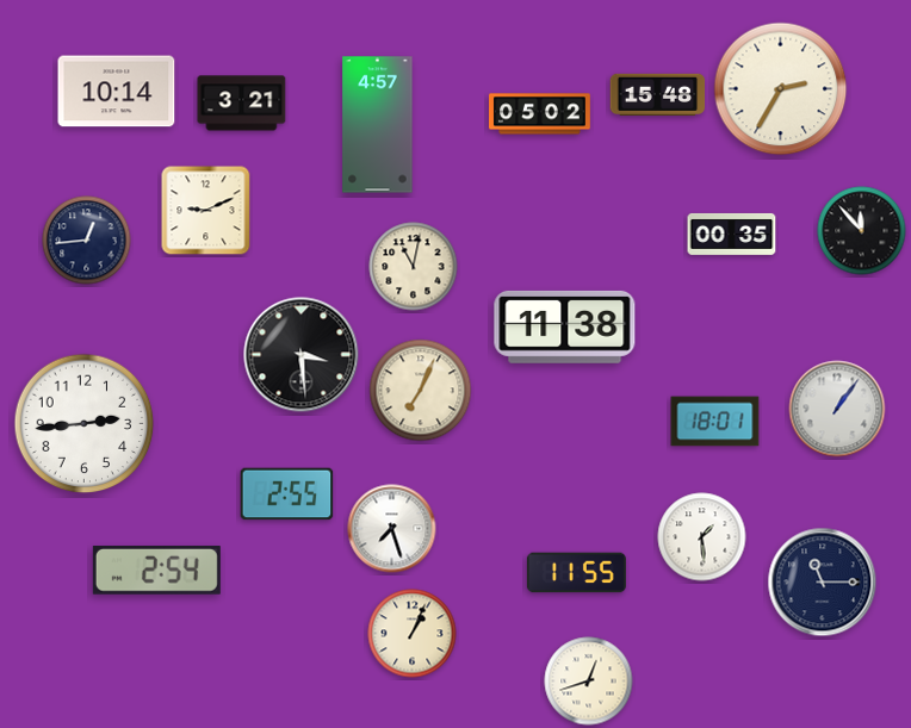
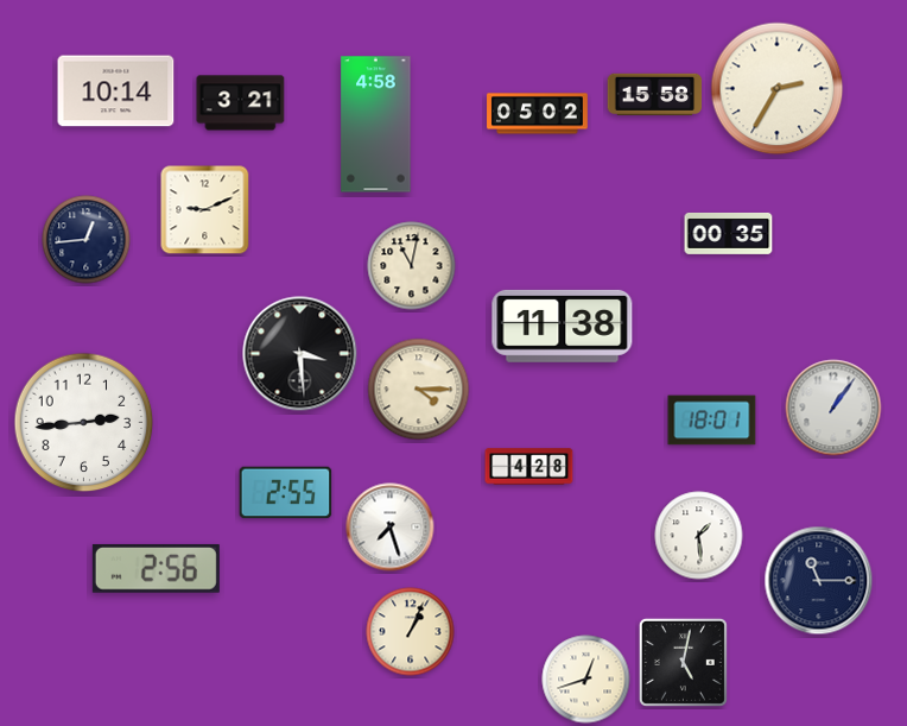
clock at (658, 94): 15:48 -> 15:58
clock at (378, 125): 4:57 -> 4:58
clock at (862, 231): 11:53 -> none
clock at (421, 391): 7:04 -> 4:15
clock at (529, 467): none -> 4:28
clock at (156, 570): 2:54 -> 2:56
clock at (576, 573): 11:55 -> none
clock at (683, 662): none -> 5:02
